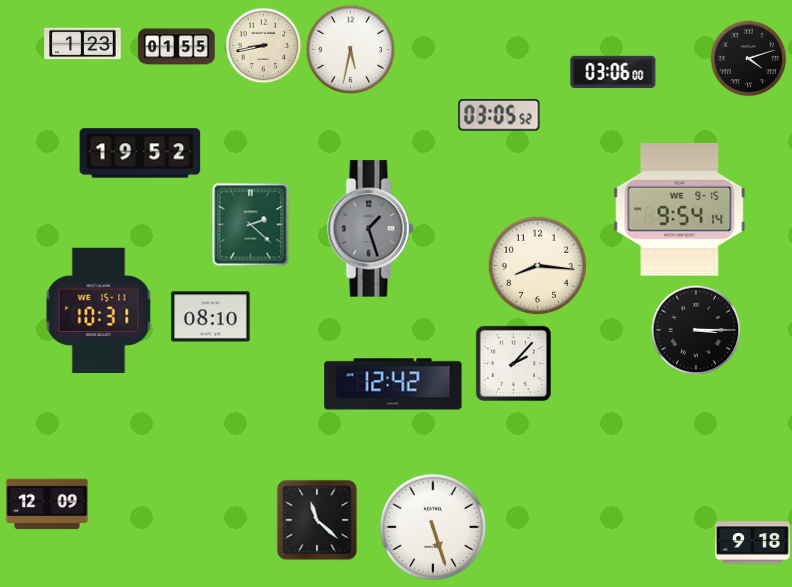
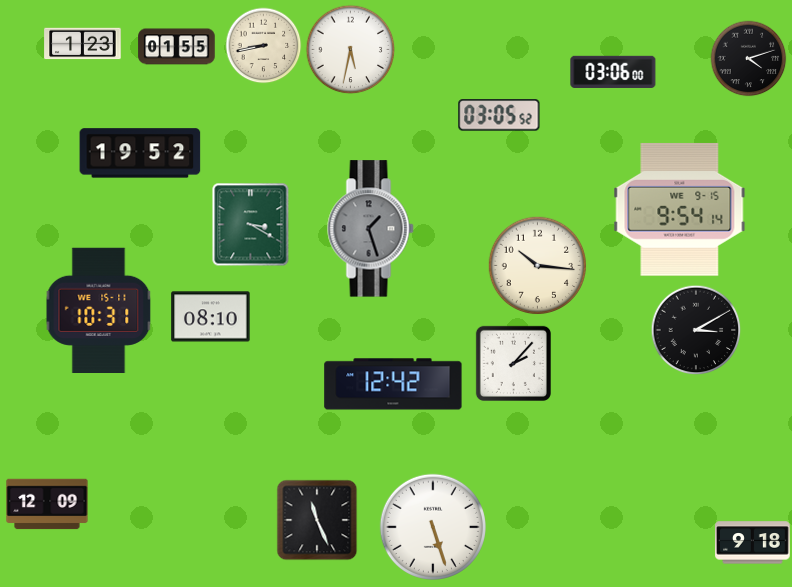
clock at (251, 225): 2:22 -> 3:20
clock at (538, 266): 8:16 -> 10:16
clock at (696, 330): 3:15 -> 3:10
clock at (317, 520): 11:22 -> 11:26
